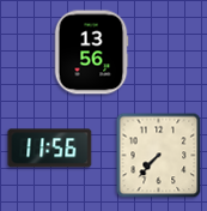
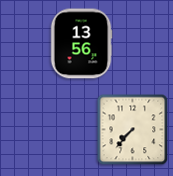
clock at (91, 53) position: (91, 53) -> (81, 44)
clock at (50, 149): 11:56 -> none
